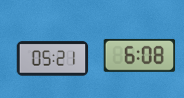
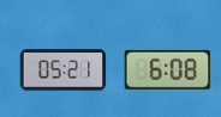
clock at (140, 55) position: (140, 55) -> (168, 69)
